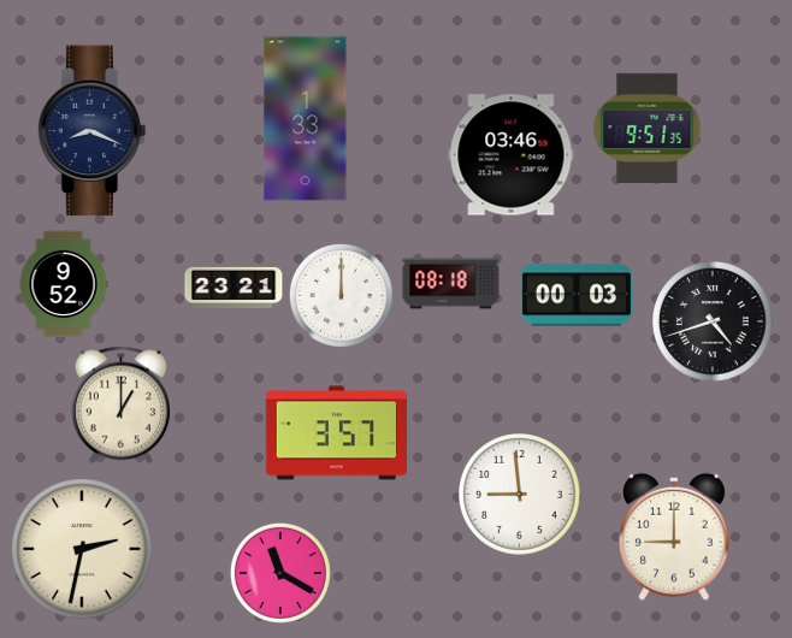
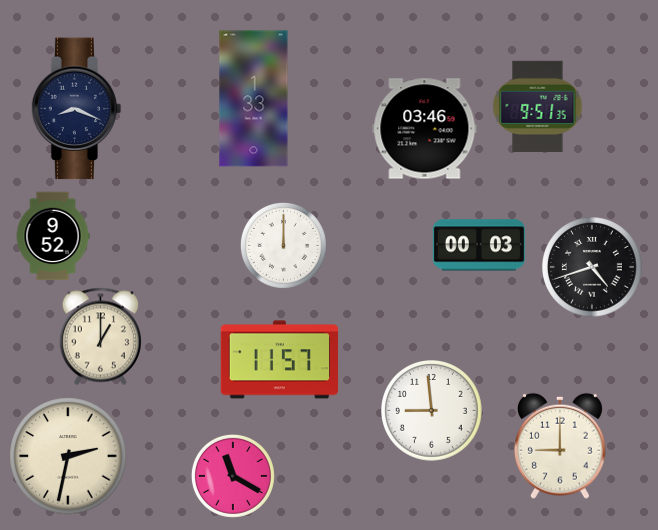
clock at (451, 284): 08:18 -> none
clock at (234, 288): 23:21 -> none
clock at (337, 433): 3:57 -> 11:57
